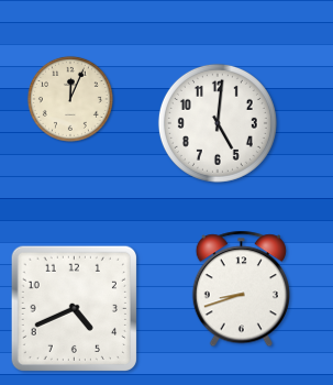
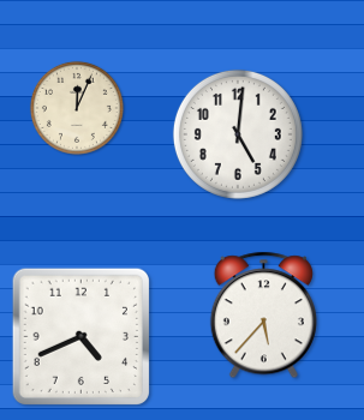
clock at (241, 289): 8:42 -> 5:37
